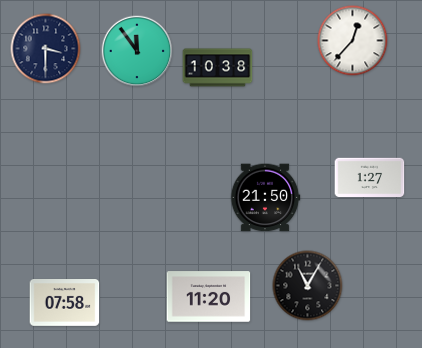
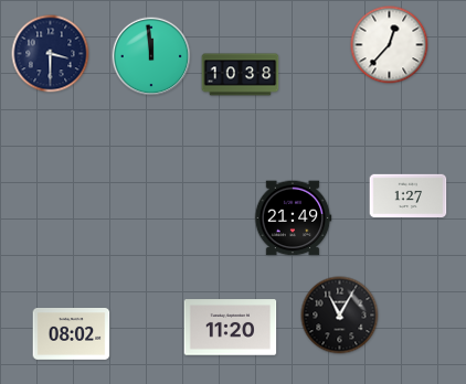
clock at (137, 51): 11:54 -> 11:59
clock at (265, 198): 21:50 -> 21:49
clock at (65, 303): 07:58 -> 08:02
